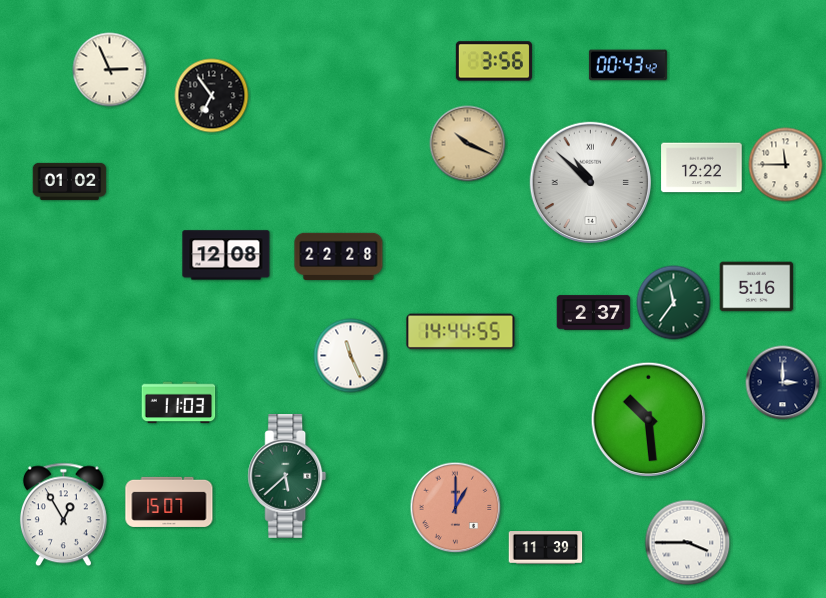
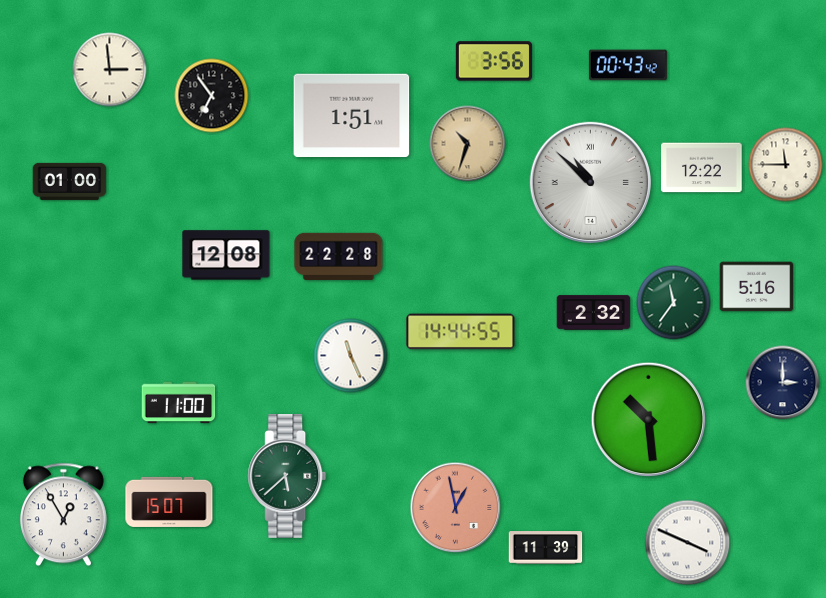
clock at (110, 70): 2:56 -> 2:59
clock at (352, 116): none -> 1:51
clock at (468, 144): 10:19 -> 10:33
clock at (70, 181): 01:02 -> 01:00
clock at (594, 313): 2:37 -> 2:32
clock at (179, 403): 11:03 -> 11:00
clock at (456, 508): 1:00 -> 12:58
clock at (688, 543): 3:45 -> 3:49
